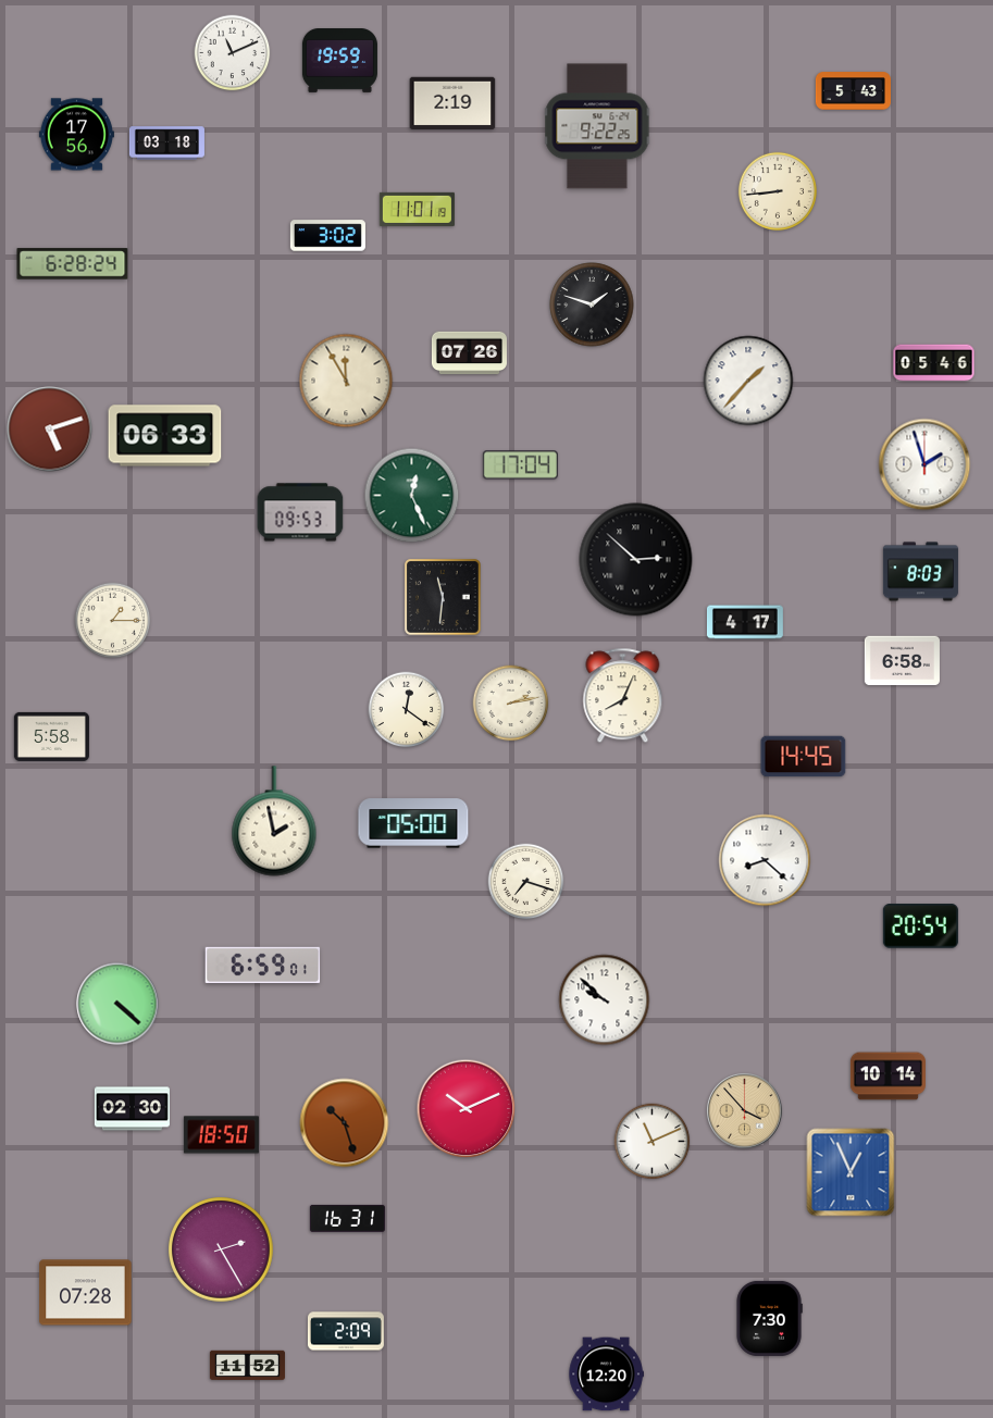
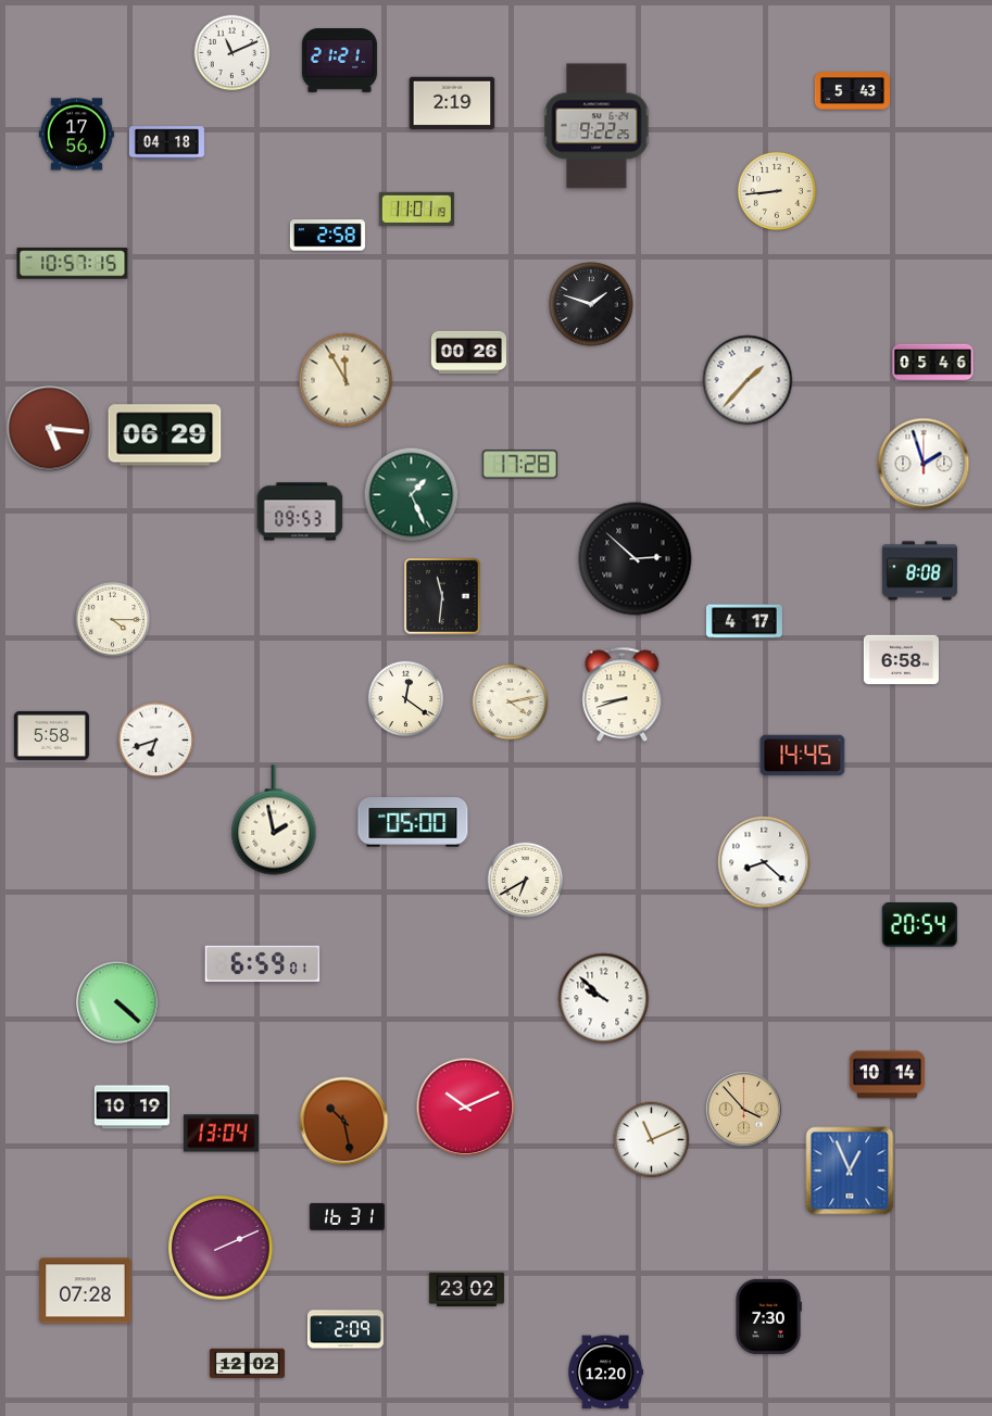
clock at (339, 61): 19:59 -> 21:21
clock at (166, 144): 03:18 -> 04:18
clock at (327, 236): 3:02 -> 2:58
clock at (73, 264): 6:28 -> 10:57
clock at (469, 353): 07:26 -> 00:26
clock at (50, 430): 5:12 -> 5:16
clock at (165, 436): 06:33 -> 06:29
clock at (520, 465): 17:04 -> 17:28
clock at (412, 496): 12:26 -> 1:26
clock at (920, 572): 8:03 -> 8:08
clock at (113, 621): 1:15 -> 4:15
clock at (623, 696): 8:04 -> 8:42
clock at (511, 704): 2:13 -> 4:13
clock at (407, 710) position: (407, 710) -> (406, 699)
clock at (156, 741): none -> 6:42
clock at (765, 860) position: (765, 860) -> (764, 862)
clock at (526, 882): 7:18 -> 6:40
clock at (132, 1109): 02:30 -> 10:19
clock at (345, 1123): 10:27 -> 10:28
clock at (221, 1135): 18:50 -> 13:04
clock at (222, 1251): 2:25 -> 2:11
clock at (466, 1289): none -> 23:02
clock at (247, 1366): 11:52 -> 12:02
